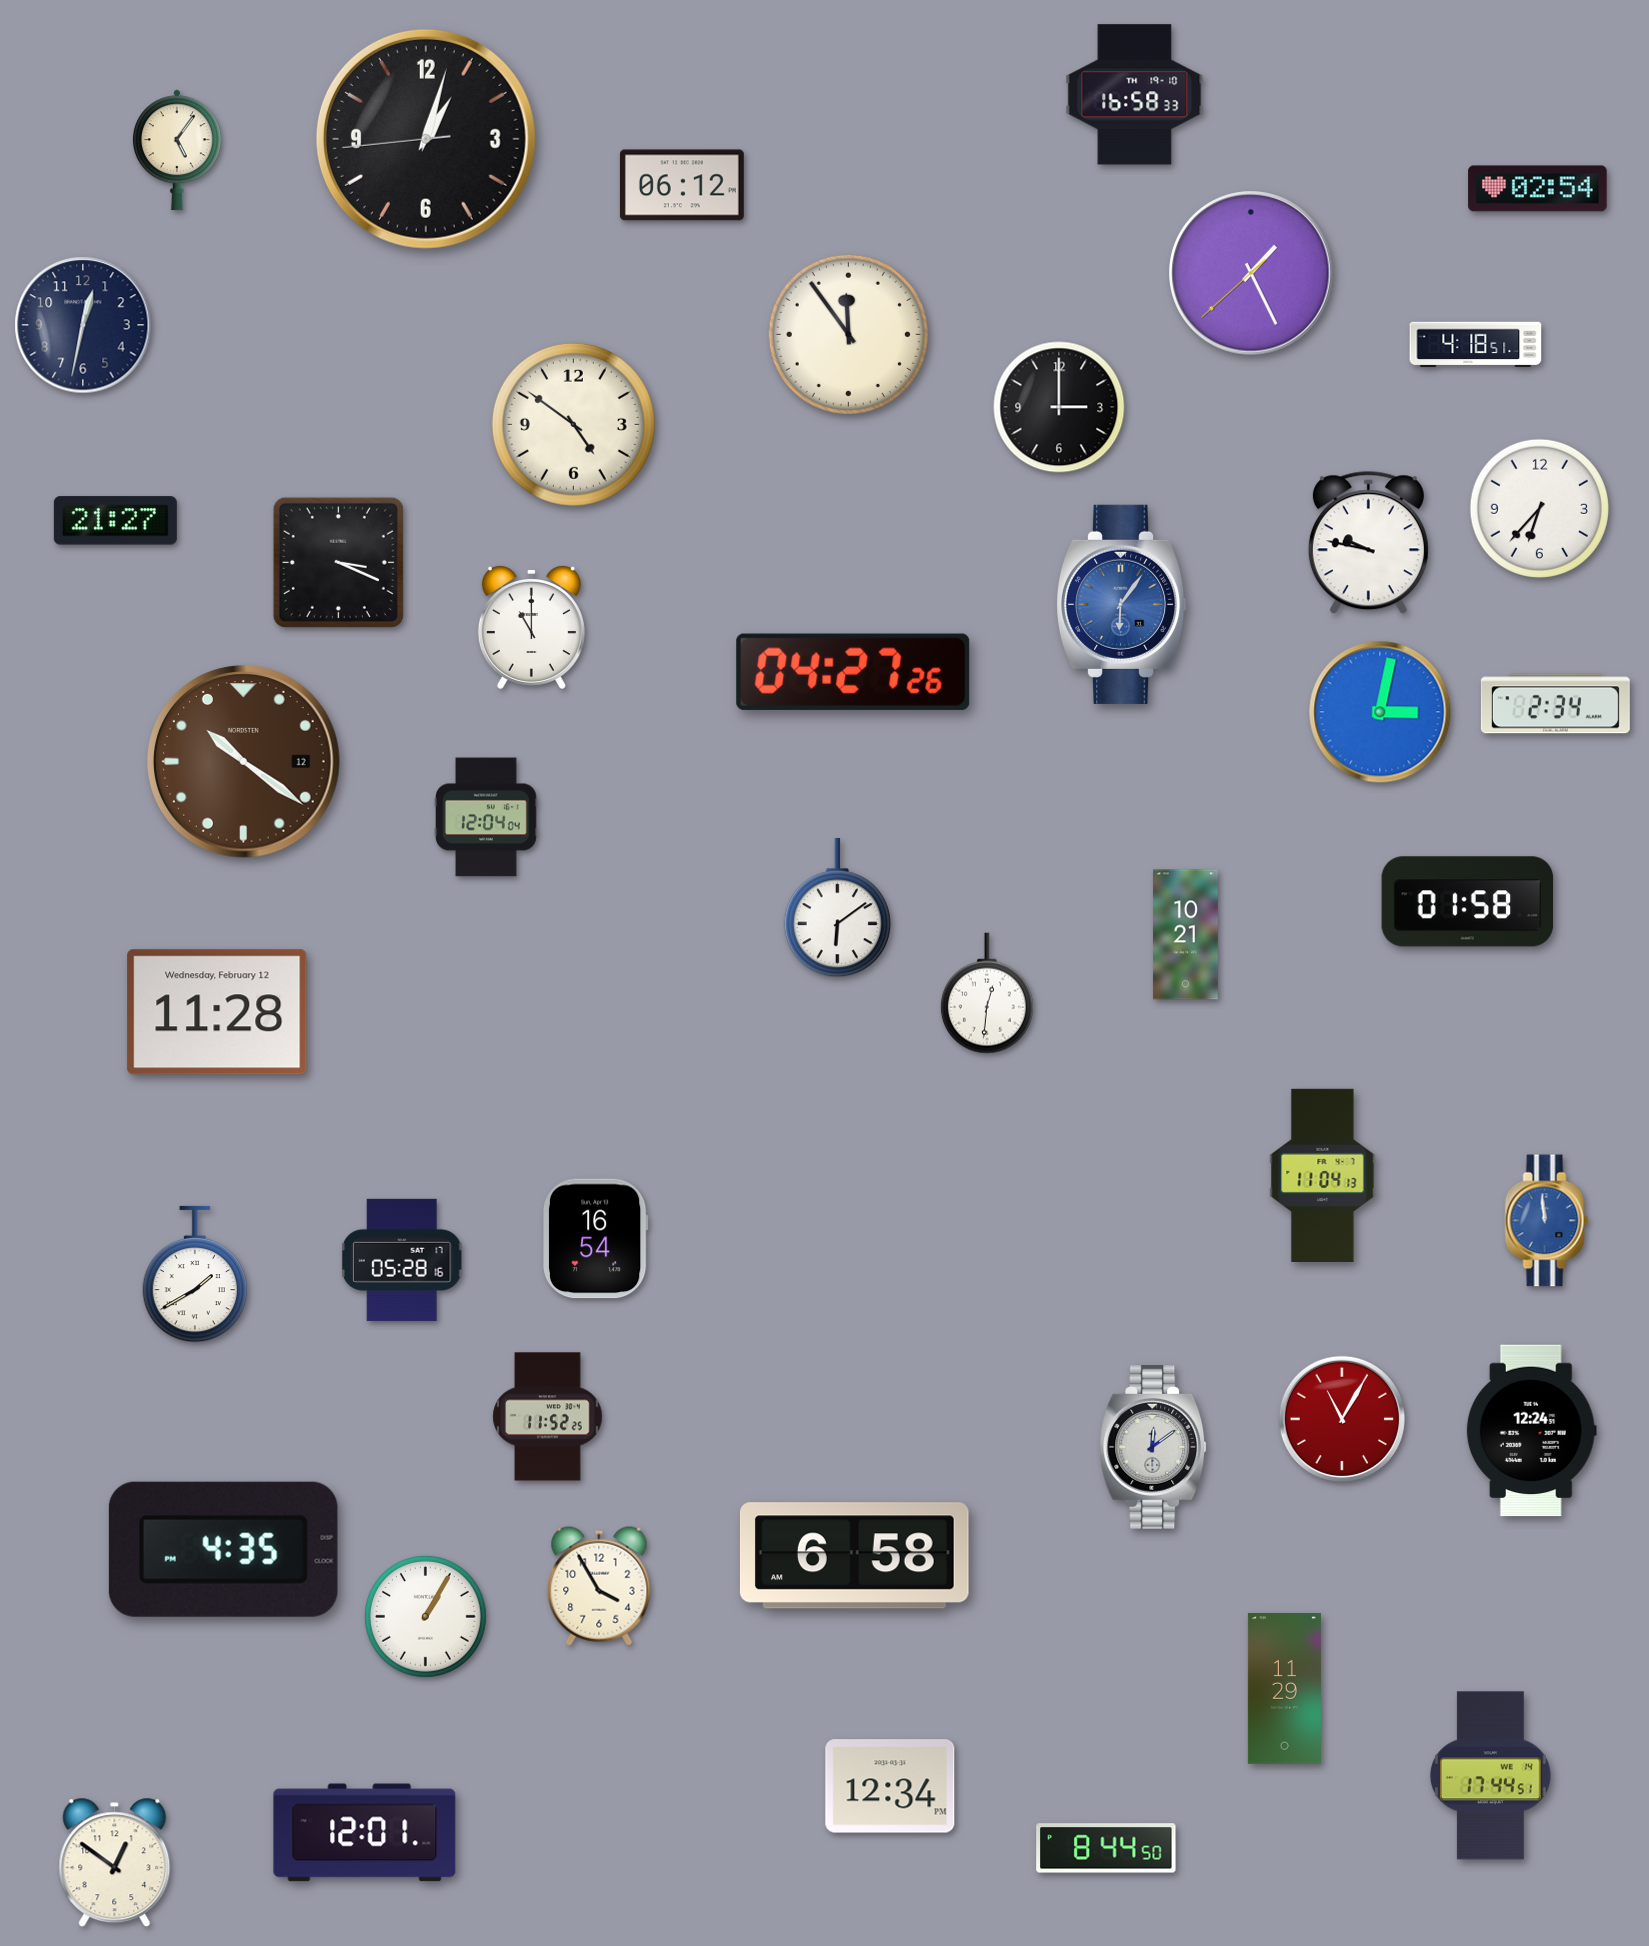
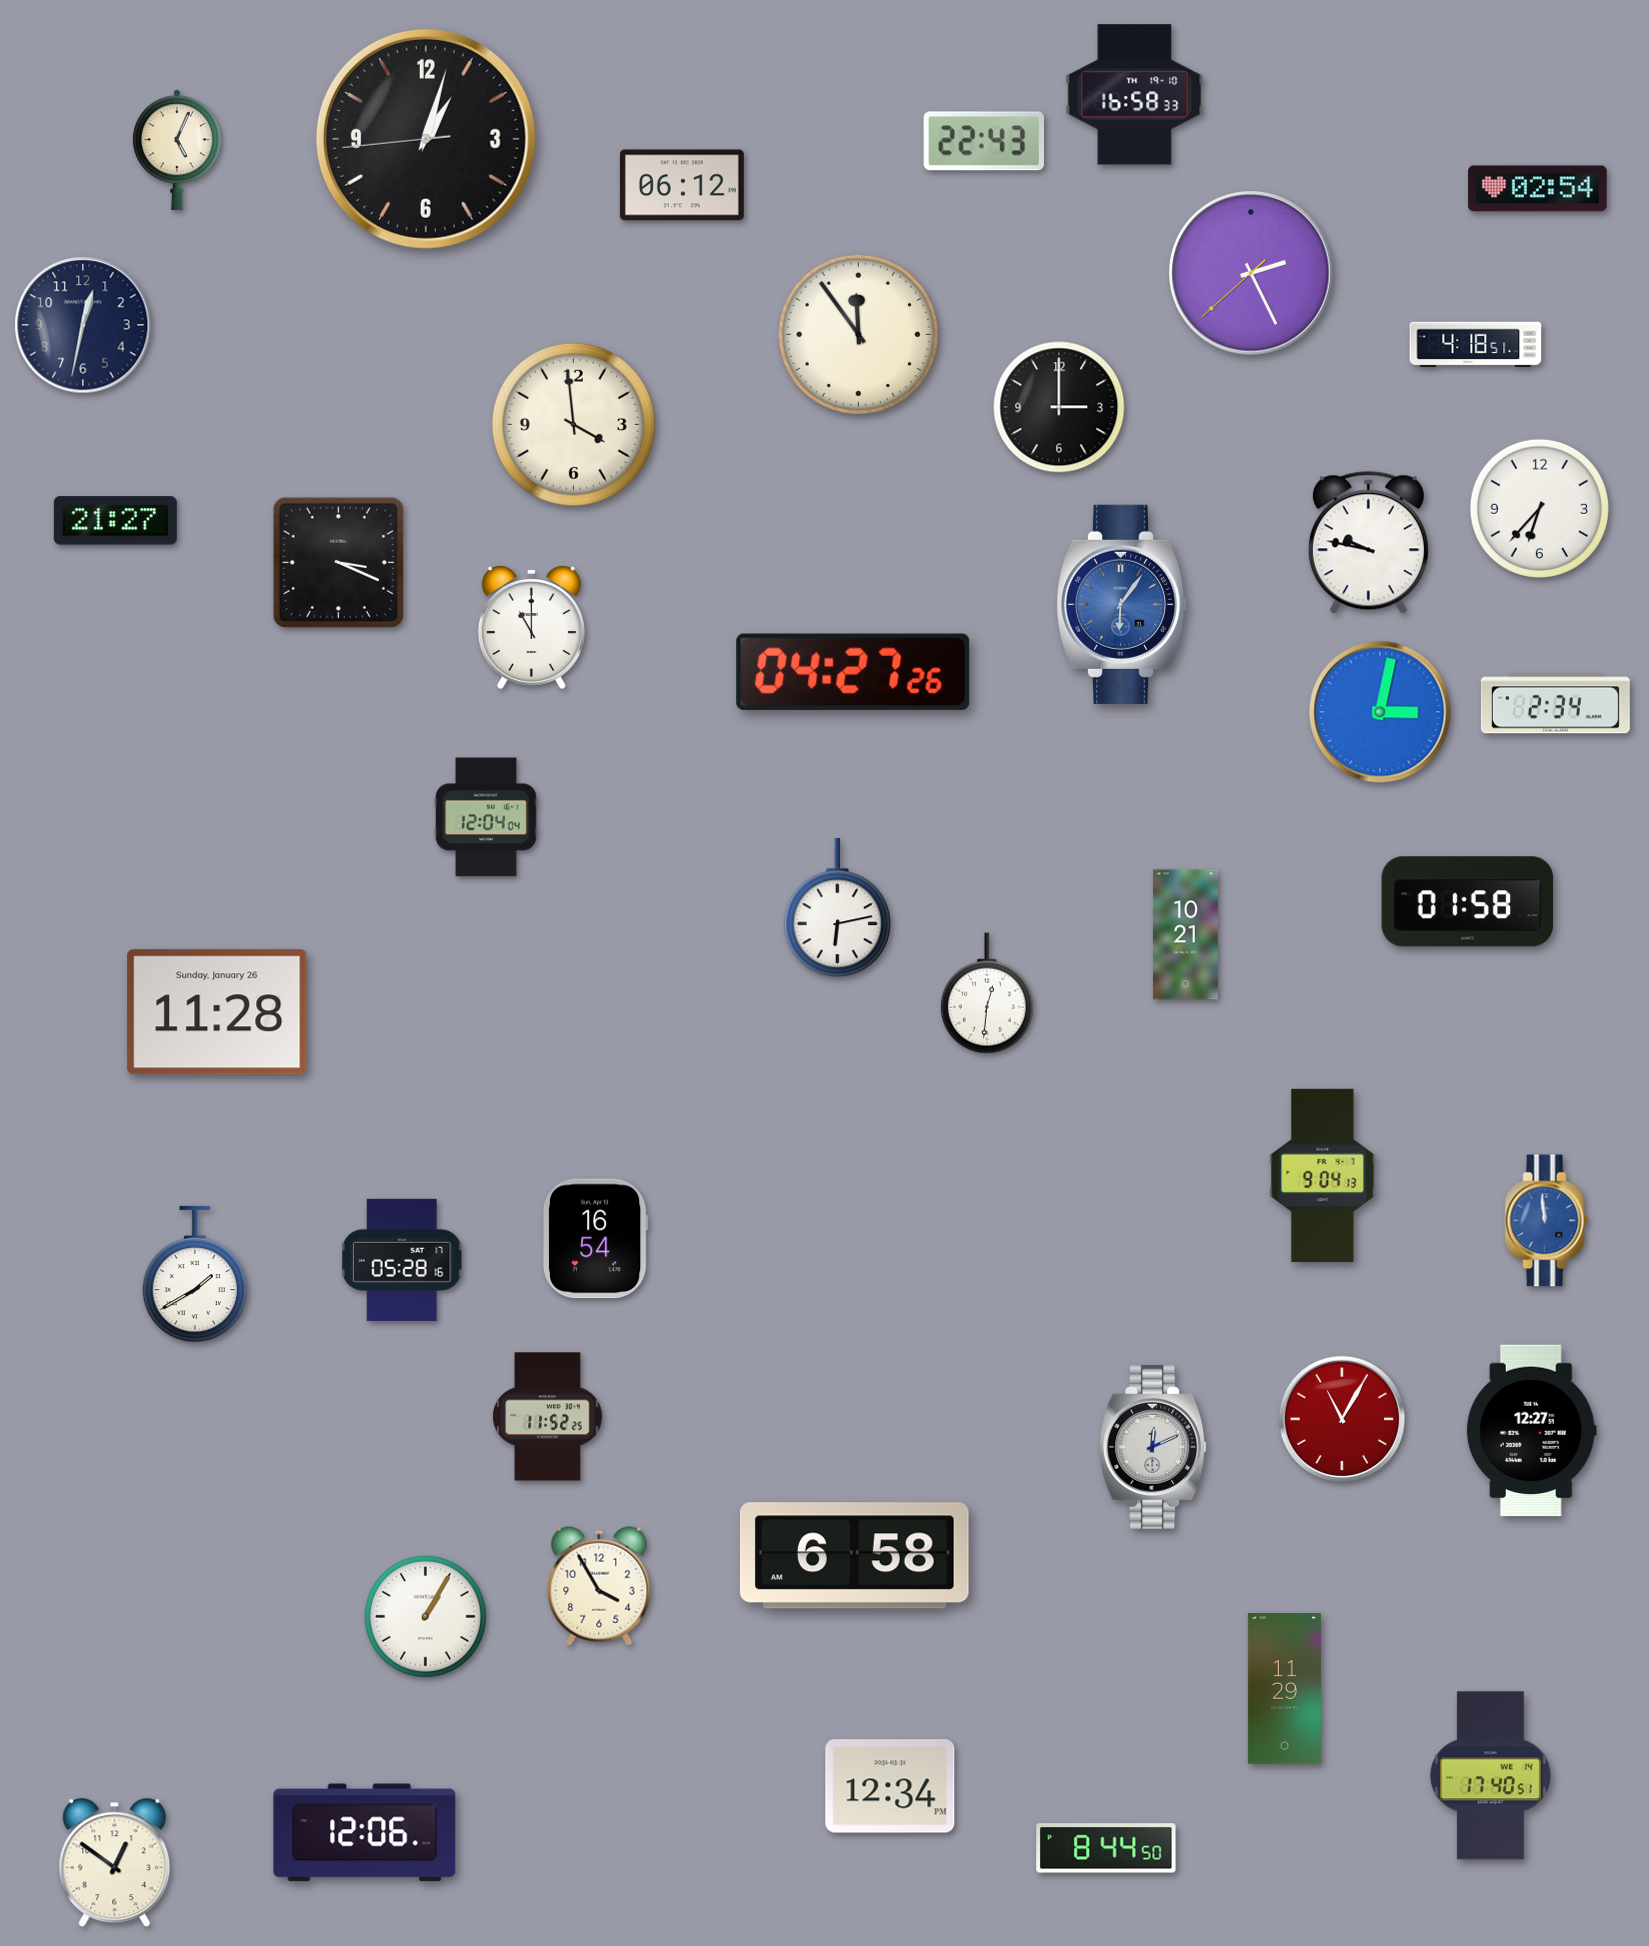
clock at (983, 141): none -> 22:43
clock at (177, 150): 5:06 -> 5:04
clock at (1251, 273): 1:25 -> 2:25
clock at (848, 334) position: (848, 334) -> (858, 334)
clock at (573, 424): 4:51 -> 3:59
clock at (244, 762): 10:21 -> none
clock at (837, 908): 6:09 -> 6:13
clock at (217, 1012) date: Wednesday, February 12 -> Sunday, January 26
clock at (1323, 1175): 11:04 -> 9:04
clock at (1531, 1431): 12:24 -> 12:27
clock at (1153, 1448): 12:09 -> 12:11
clock at (223, 1549): 4:35 -> none
clock at (1490, 1776): 17:44 -> 17:40
clock at (365, 1833): 12:01 -> 12:06
